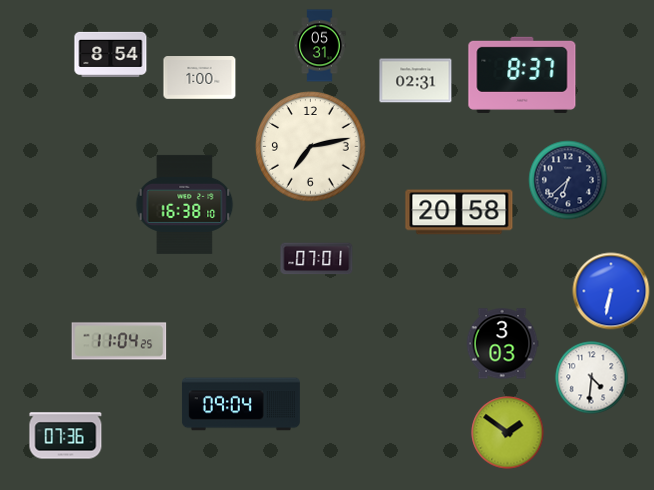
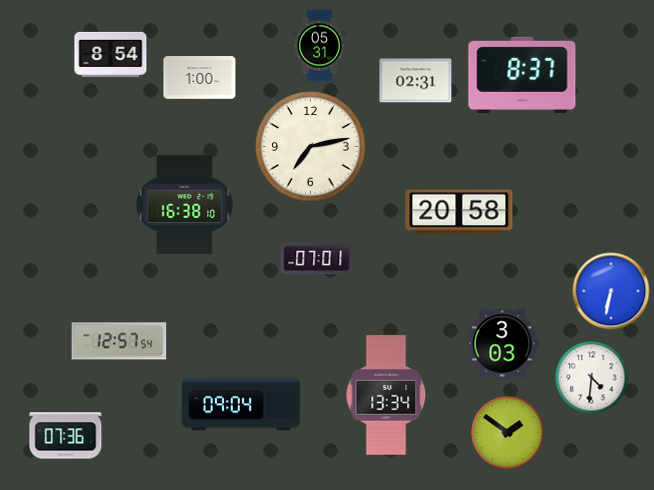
clock at (568, 180): 6:38 -> none
clock at (119, 341): 11:04 -> 12:57
clock at (386, 395): none -> 13:34
